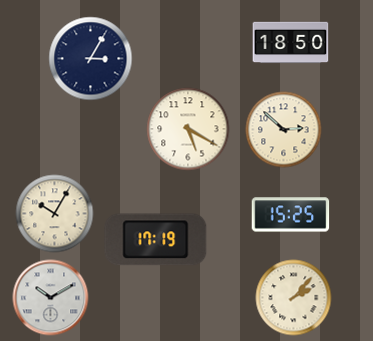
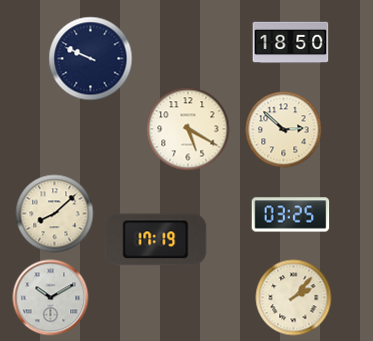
clock at (91, 59): 3:05 -> 9:49
clock at (55, 214): 10:05 -> 8:08
clock at (291, 215): 15:25 -> 03:25
